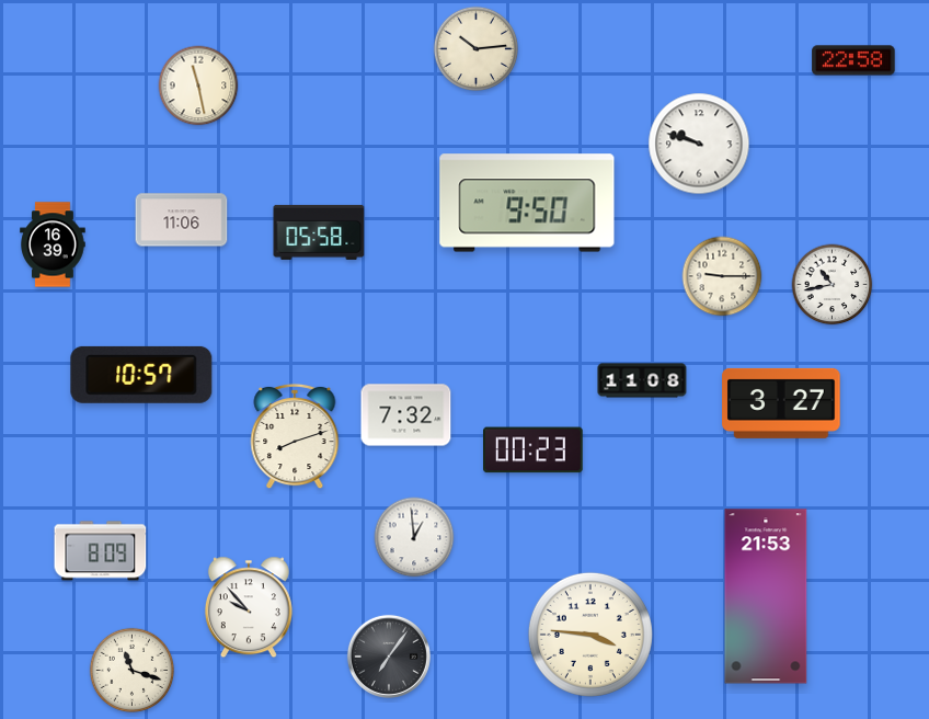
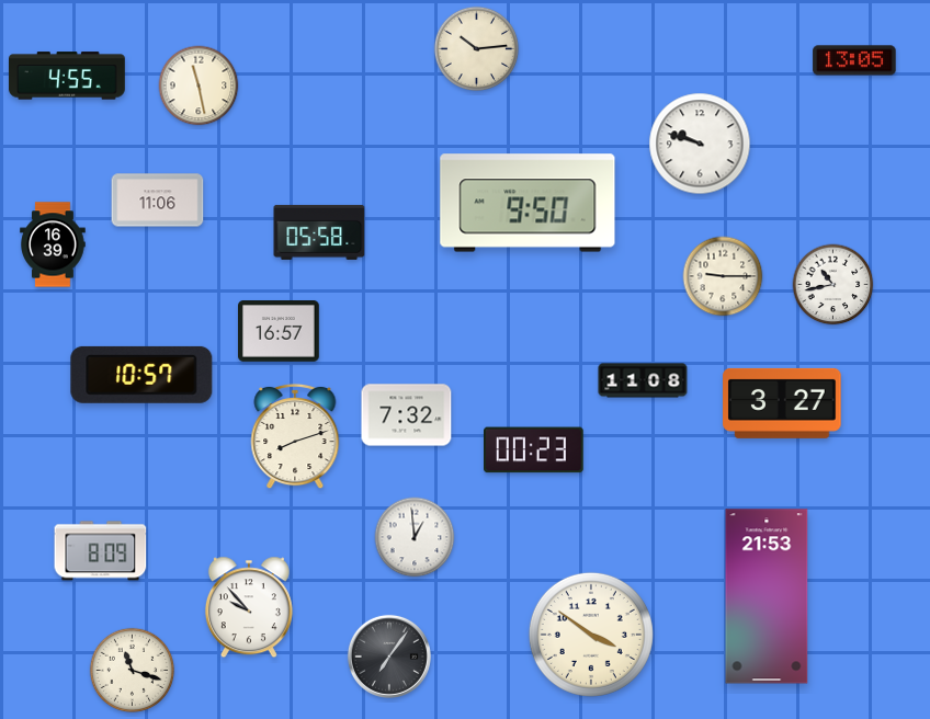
clock at (853, 60): 22:58 -> 13:05
clock at (67, 76): none -> 4:55
clock at (182, 220) position: (182, 220) -> (158, 201)
clock at (280, 332): none -> 16:57
clock at (590, 635): 3:46 -> 3:51
